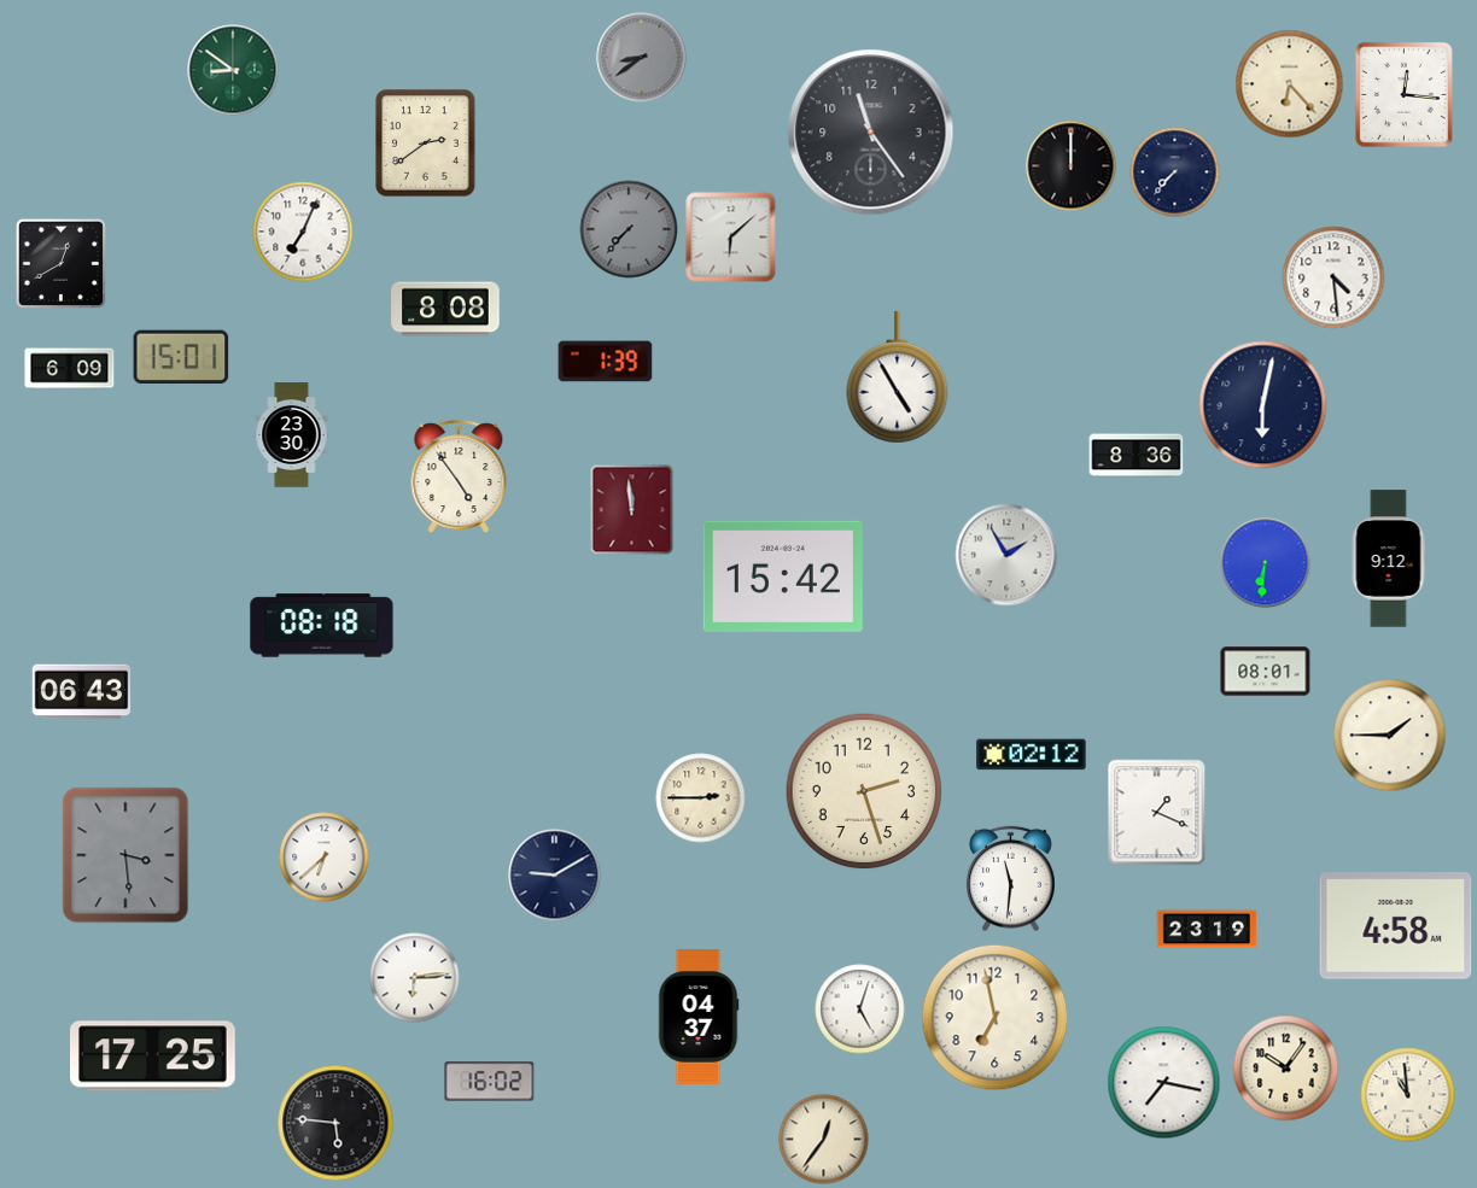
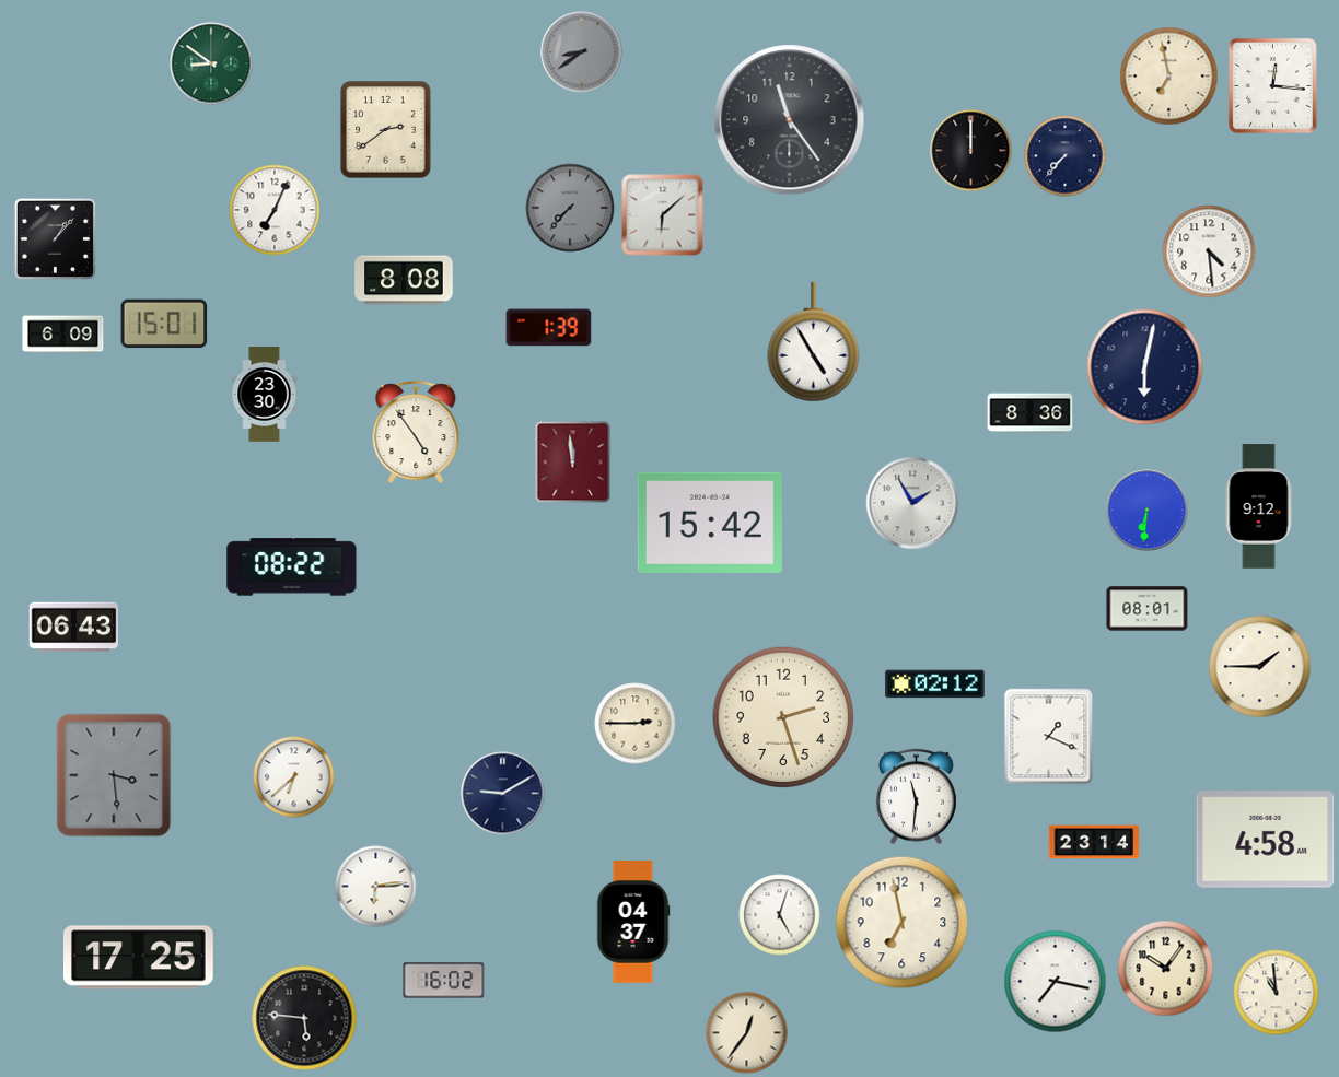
clock at (1290, 84): 6:23 -> 6:58
clock at (60, 263): 12:40 -> 1:07
clock at (322, 626): 08:18 -> 08:22
clock at (1207, 929): 23:19 -> 23:14
